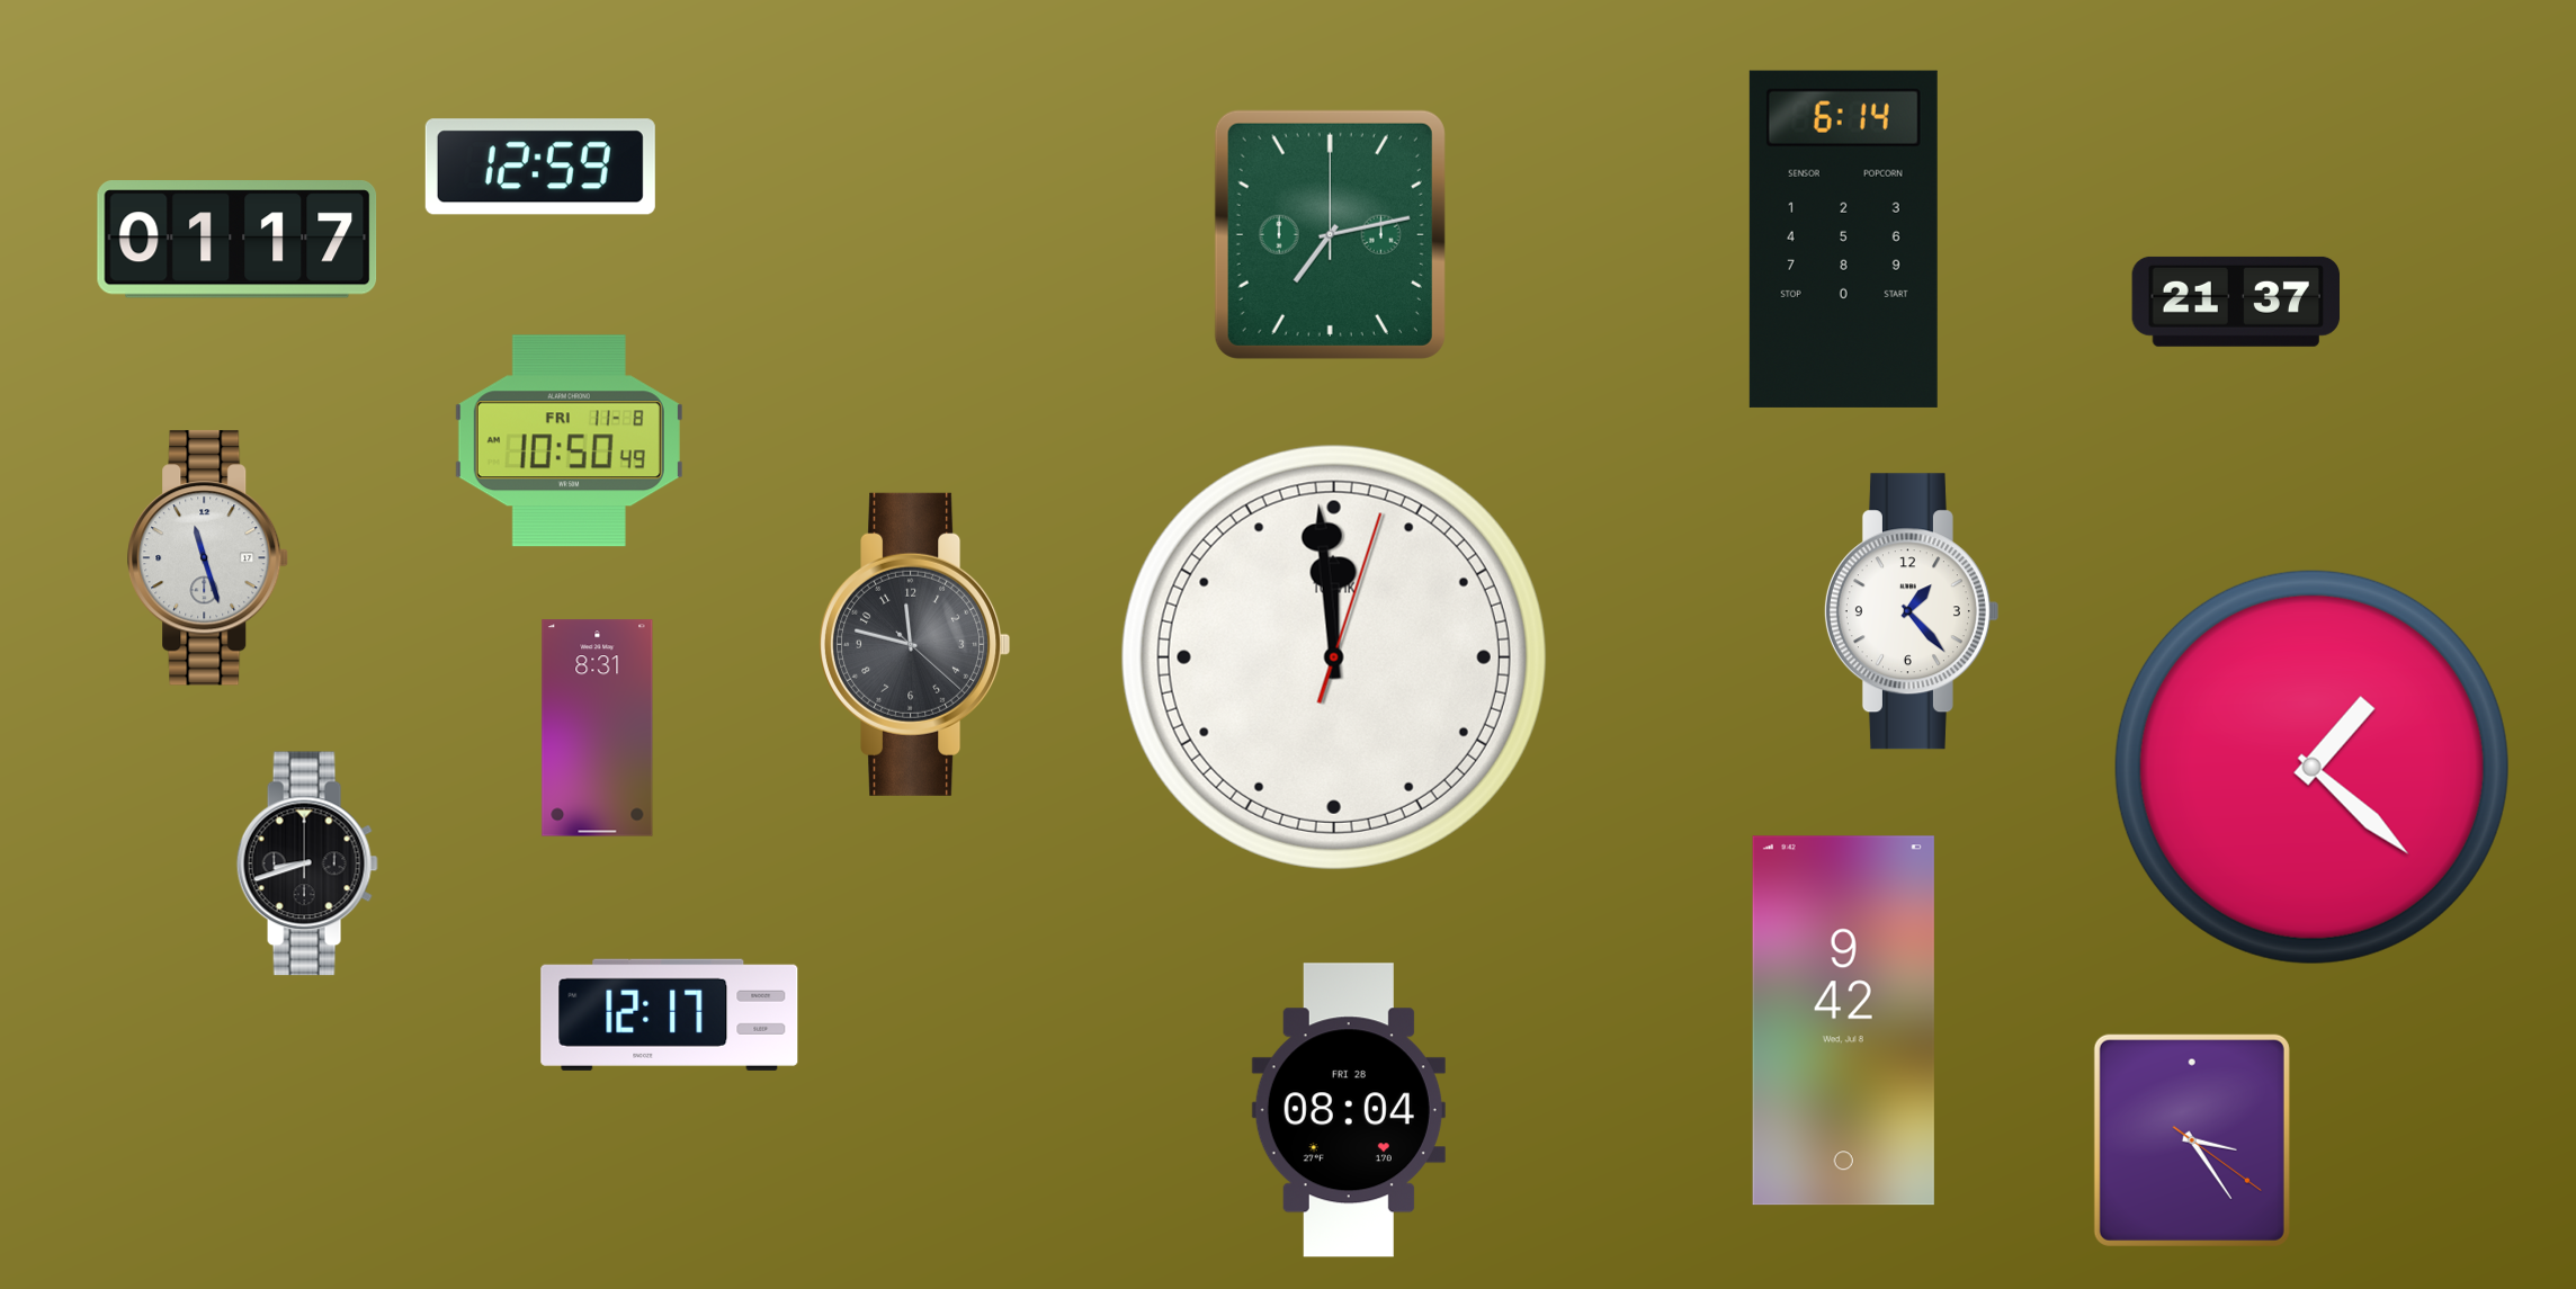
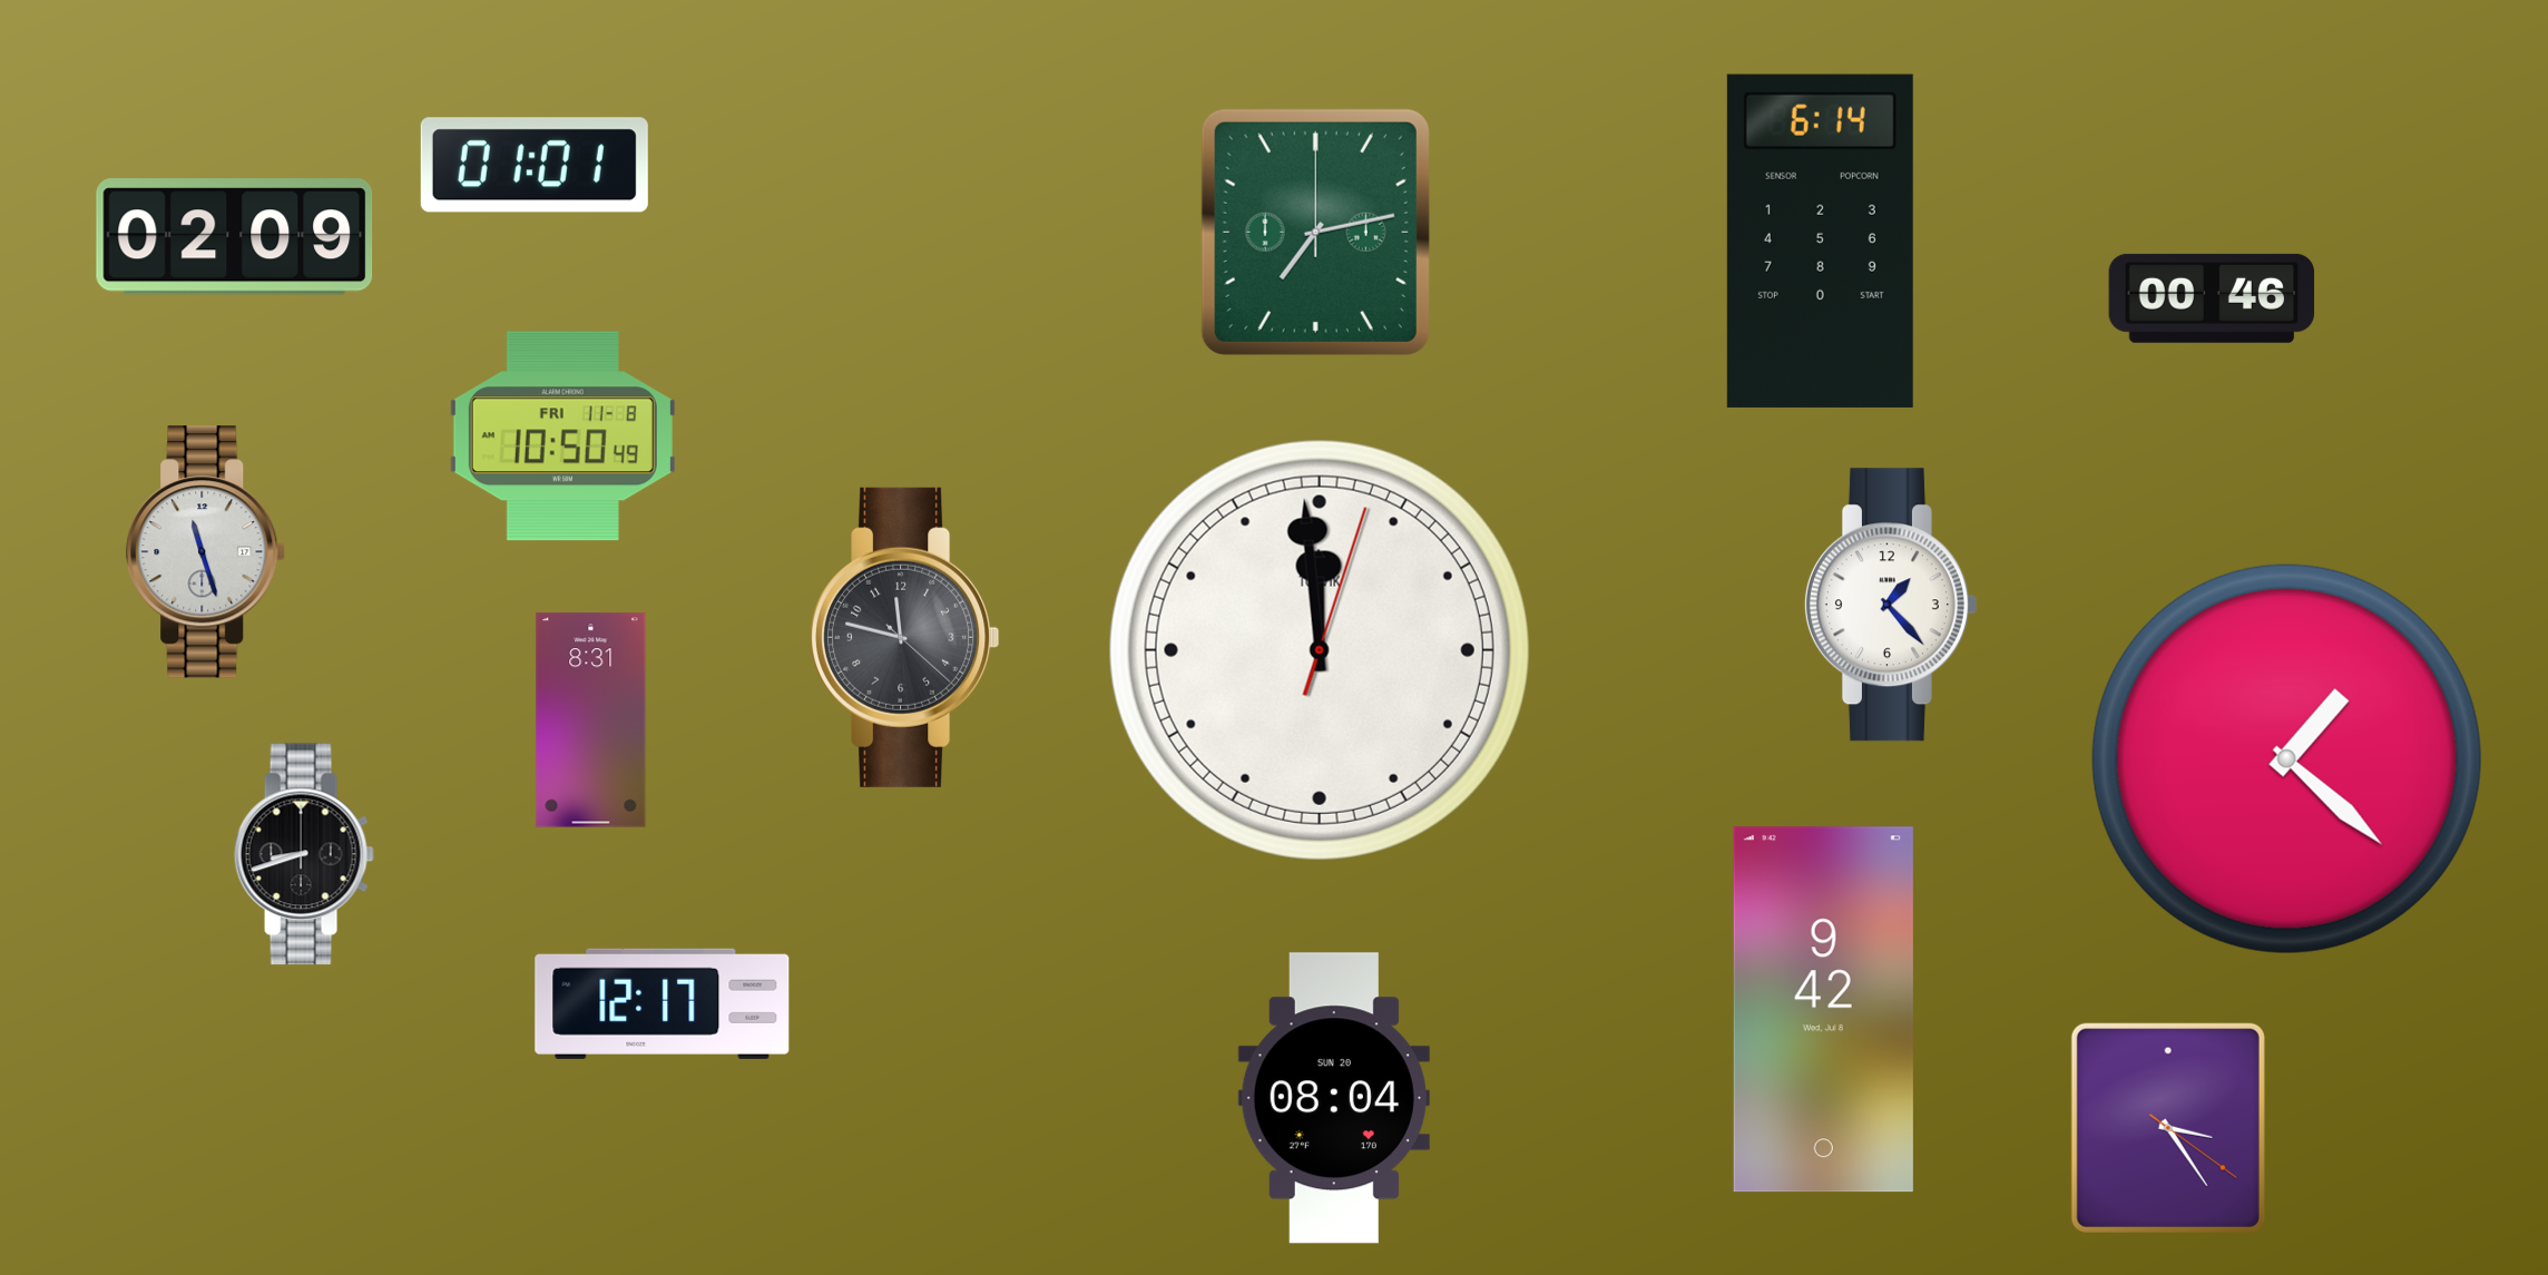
clock at (540, 167): 12:59 -> 01:01
clock at (1843, 239) position: (1843, 239) -> (1820, 241)
clock at (238, 240): 01:17 -> 02:09
clock at (2236, 302): 21:37 -> 00:46
clock at (1349, 1110) date: FRI 28 -> SUN 20
